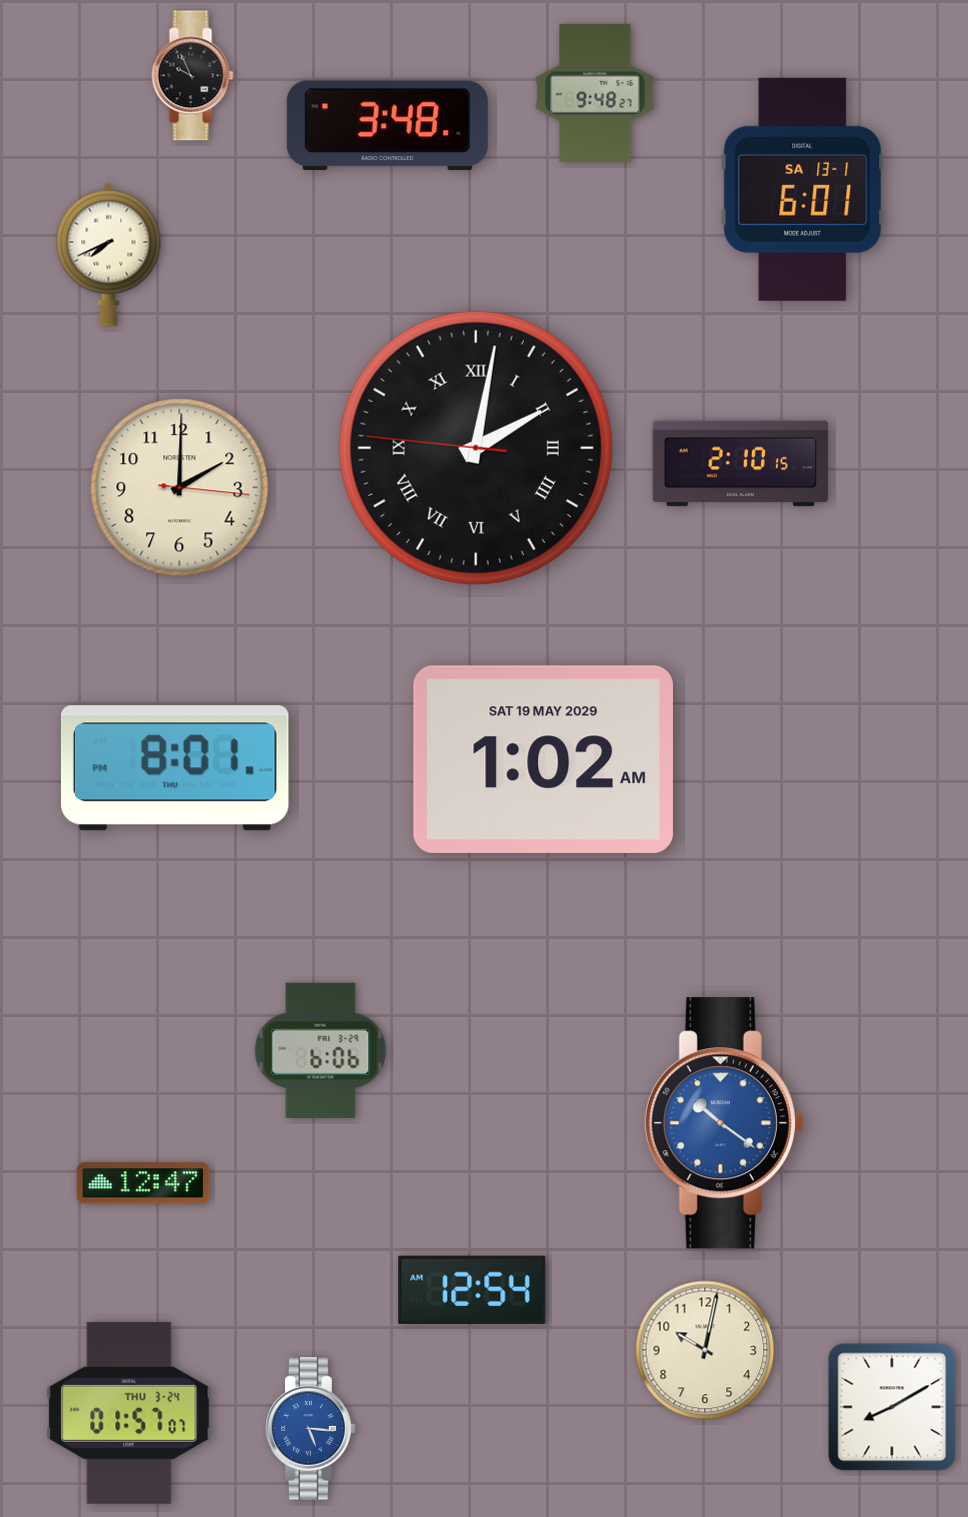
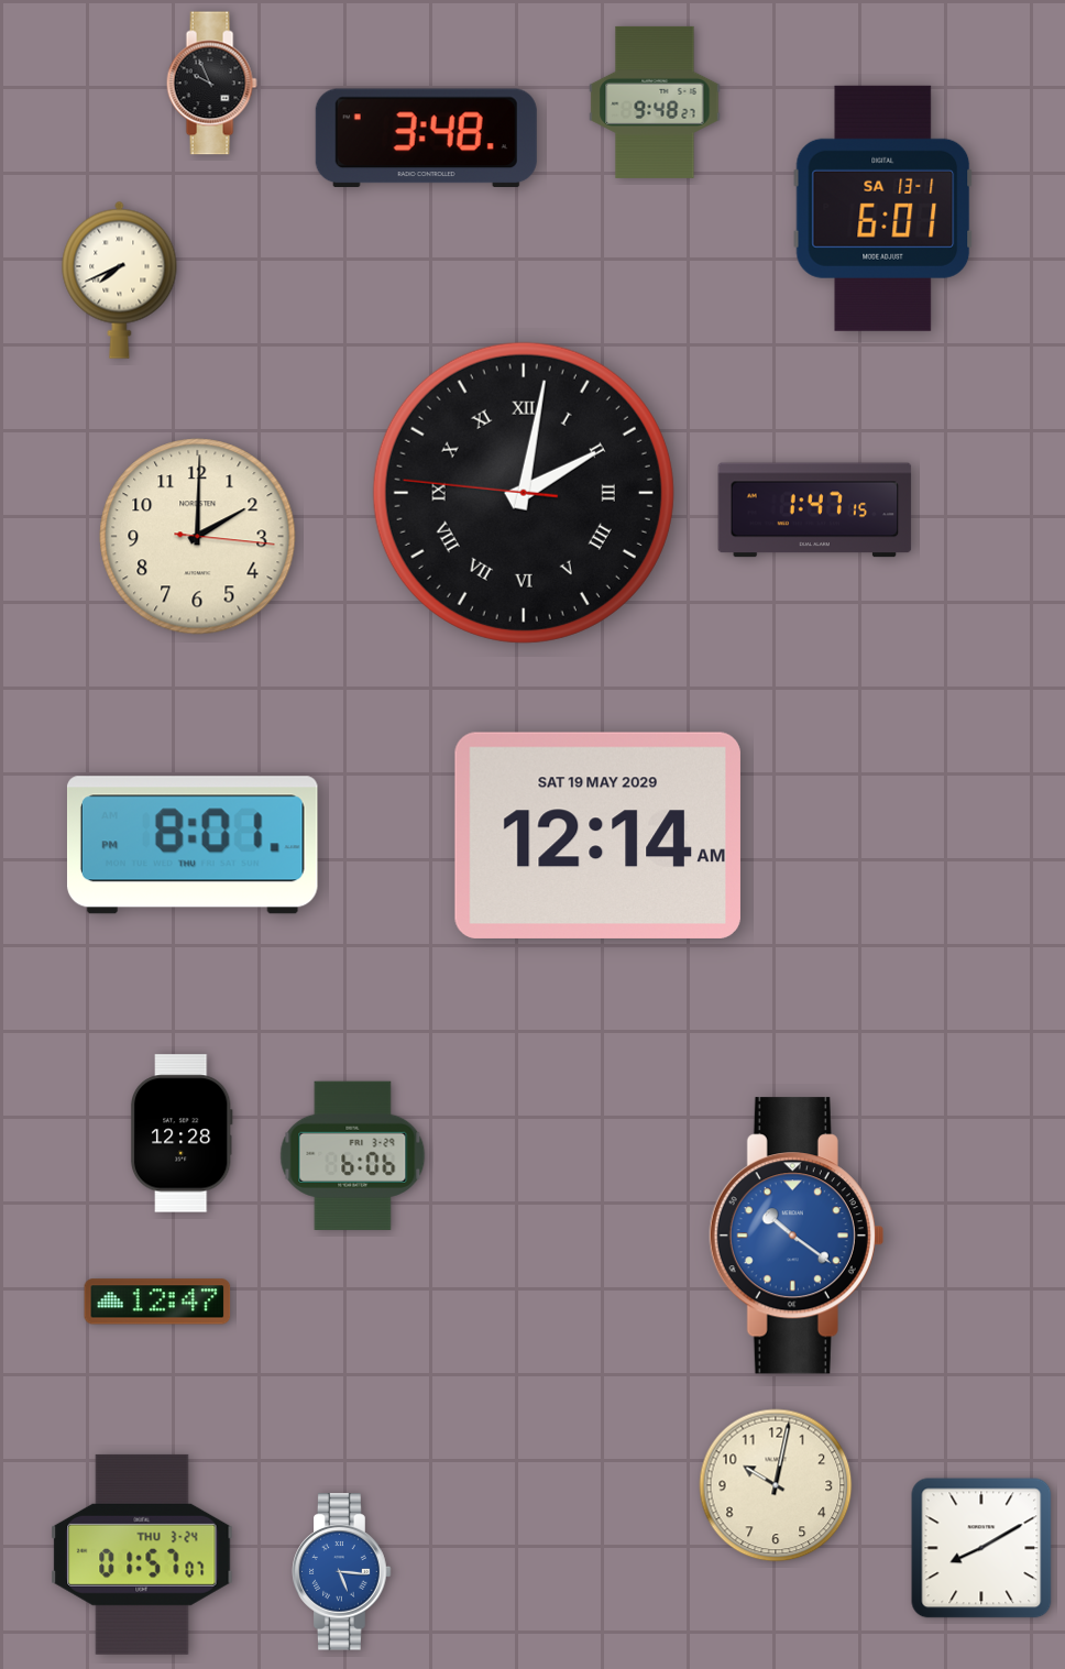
clock at (741, 464): 2:10 -> 1:47
clock at (543, 759): 1:02 -> 12:14
clock at (182, 1133): none -> 12:28
clock at (472, 1290): 12:54 -> none
